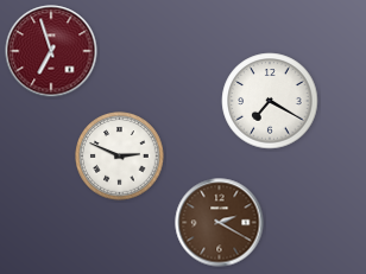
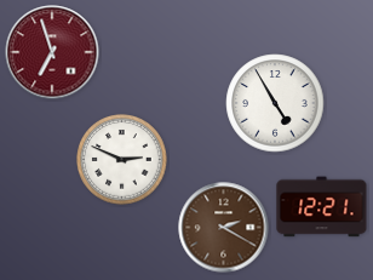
clock at (270, 101): 7:20 -> 4:55
clock at (322, 207): none -> 12:21
